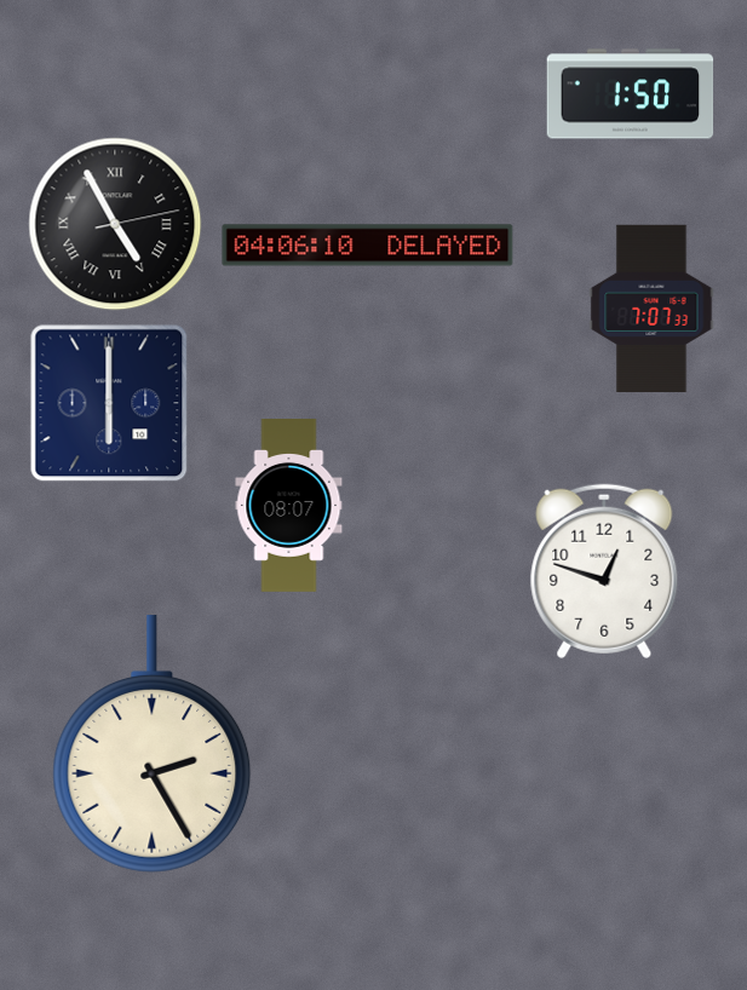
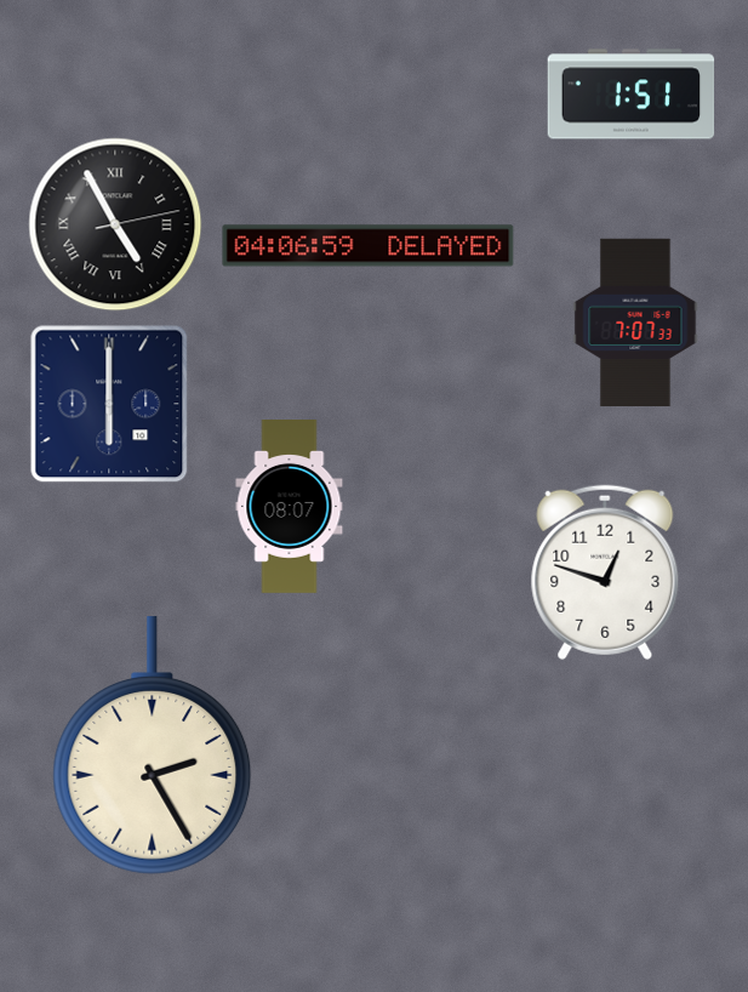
clock at (631, 94): 1:50 -> 1:51
clock at (368, 246): 04:06:10 -> 04:06:59
clock at (651, 307) position: (651, 307) -> (635, 321)
